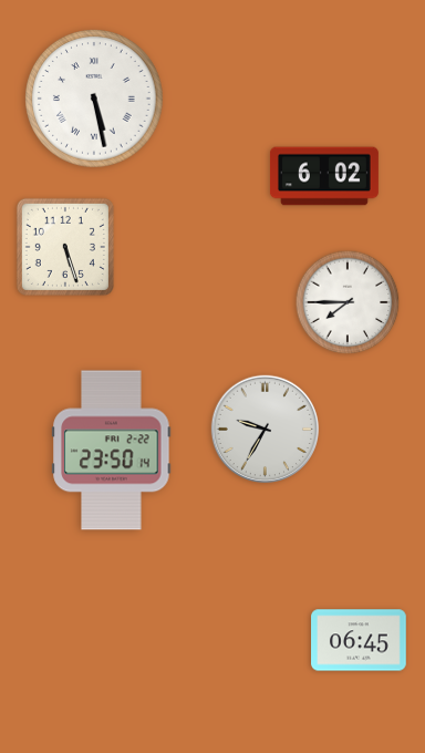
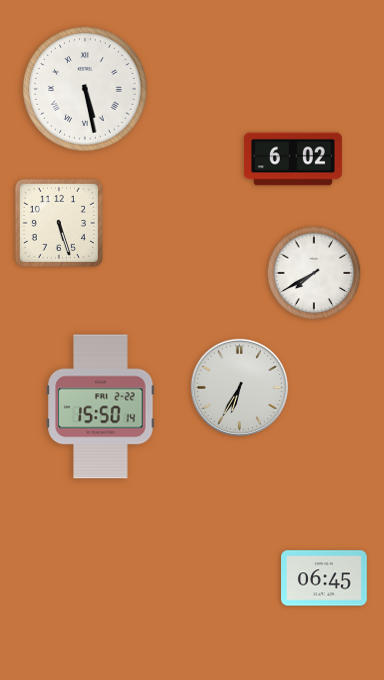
clock at (348, 302): 7:45 -> 7:40
clock at (266, 430): 9:35 -> 6:35
clock at (112, 451): 23:50 -> 15:50
